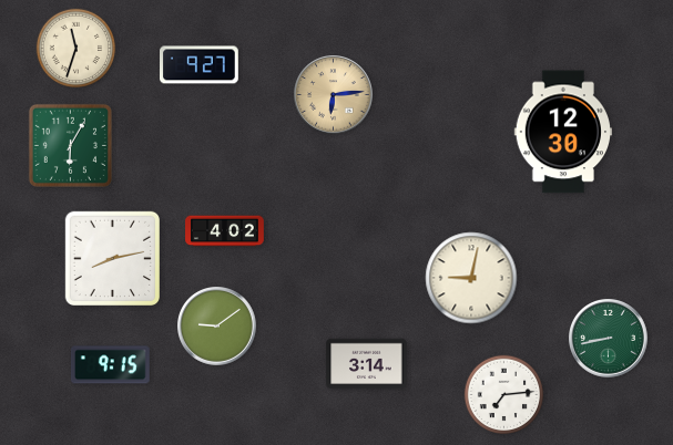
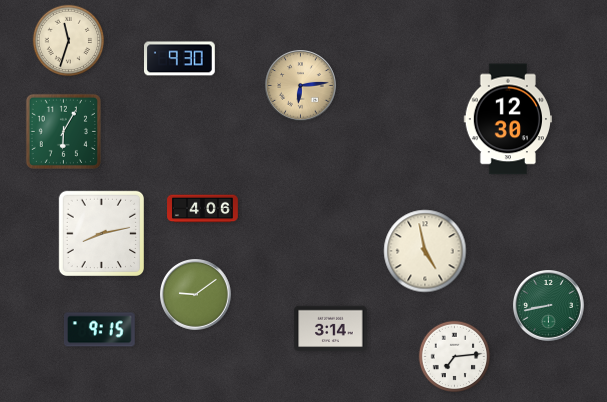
clock at (77, 49) position: (77, 49) -> (69, 41)
clock at (200, 65): 9:27 -> 9:30
clock at (225, 231): 4:02 -> 4:06
clock at (471, 278): 9:02 -> 4:58
